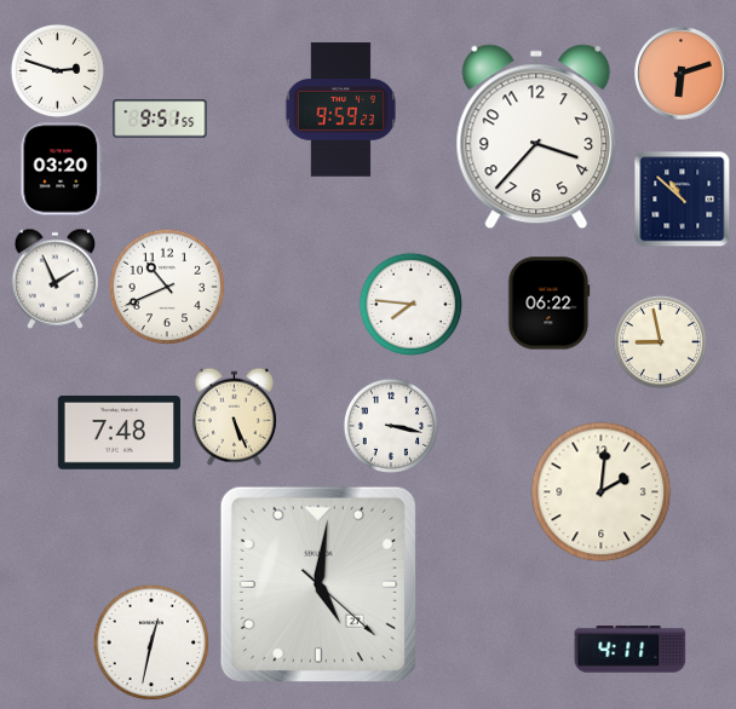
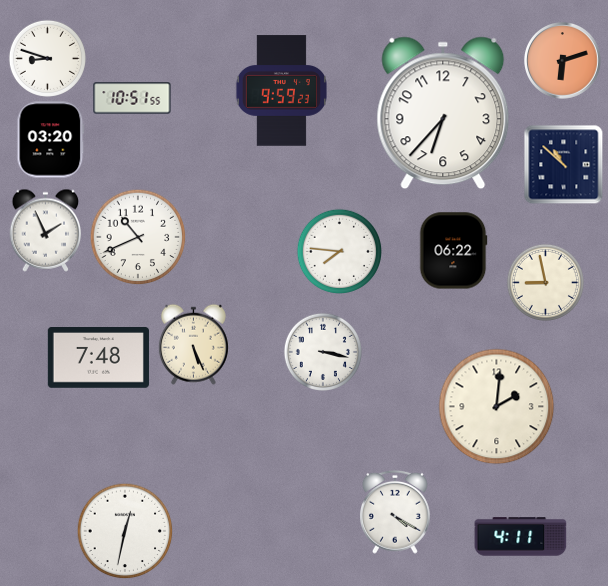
clock at (57, 70): 2:48 -> 8:48
clock at (160, 119): 9:51 -> 10:51
clock at (536, 137): 3:37 -> 6:37
clock at (318, 584): 5:01 -> none
clock at (396, 512): none -> 4:20
